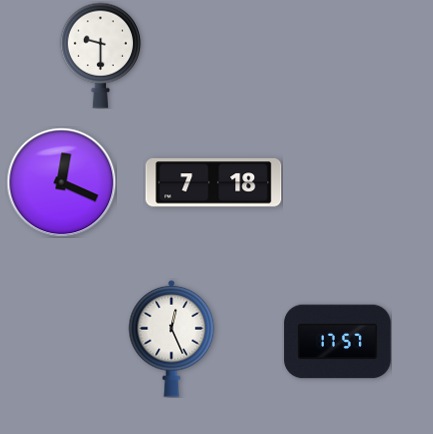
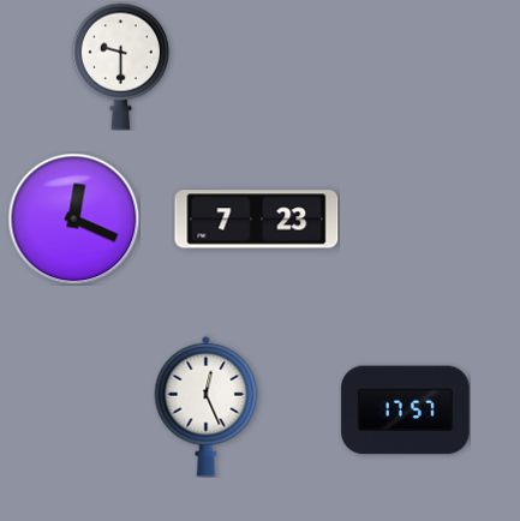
clock at (214, 183): 7:18 -> 7:23
